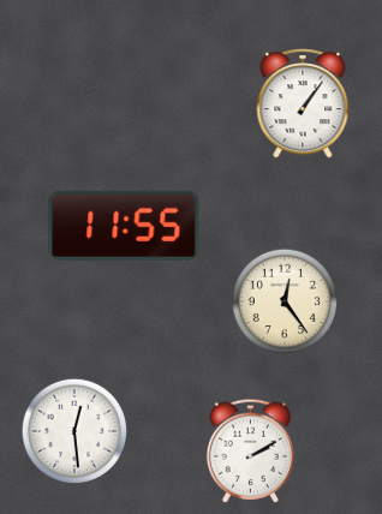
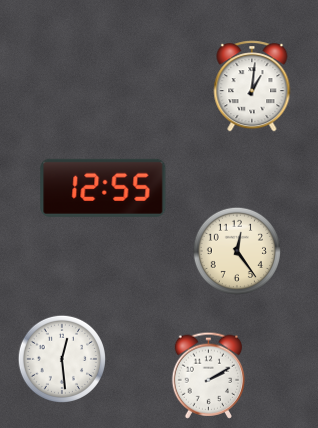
clock at (303, 103): 1:06 -> 1:01
clock at (124, 226): 11:55 -> 12:55
